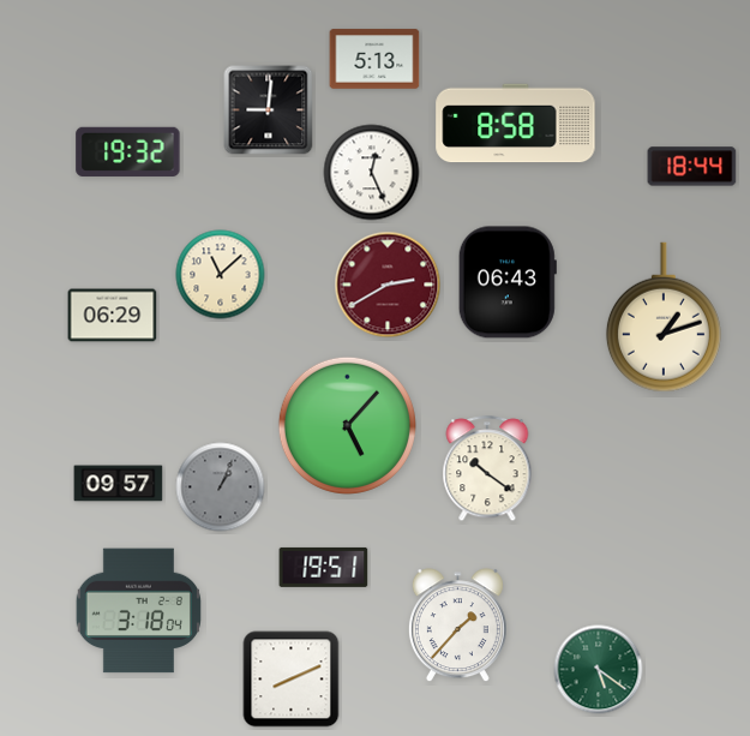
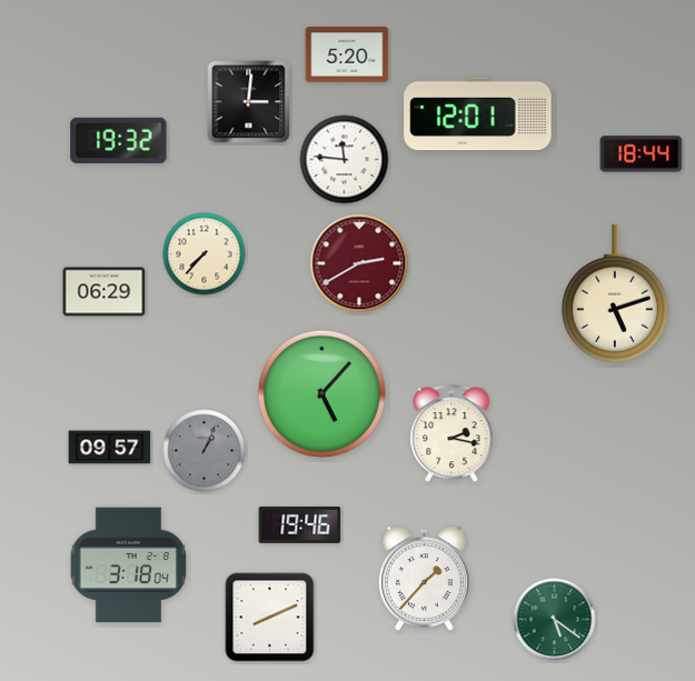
clock at (374, 59): 5:13 -> 5:20
clock at (269, 110): 9:01 -> 3:01
clock at (516, 124): 8:58 -> 12:01
clock at (372, 173): 12:26 -> 11:46
clock at (221, 275): 11:08 -> 7:37
clock at (508, 282): 06:43 -> none
clock at (664, 317): 1:12 -> 5:12
clock at (487, 469): 10:21 -> 2:17
clock at (324, 567): 19:51 -> 19:46
clock at (292, 680) position: (292, 680) -> (270, 618)
